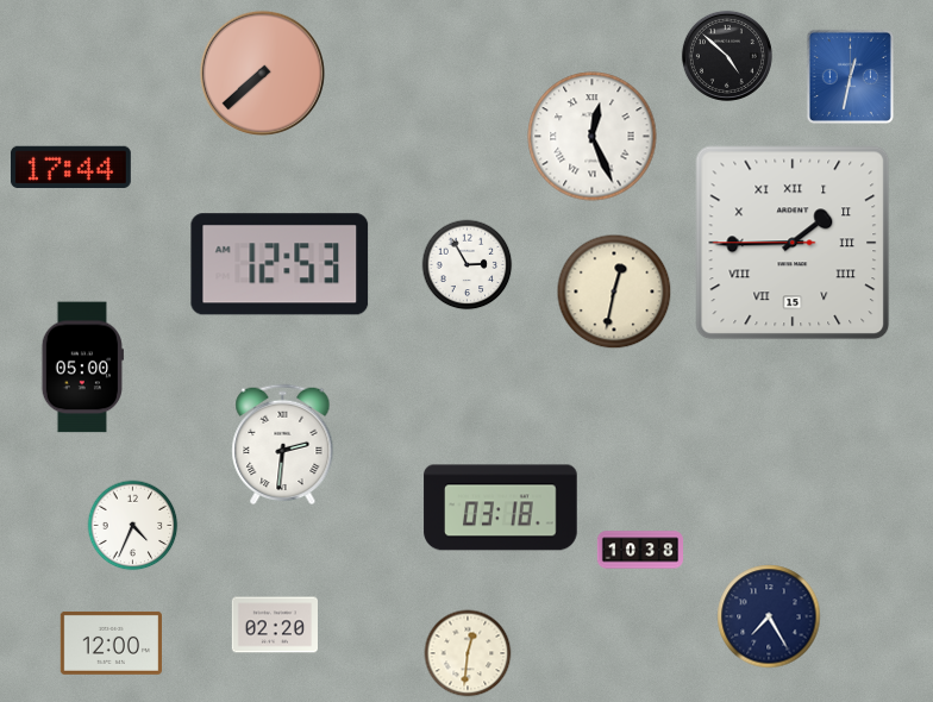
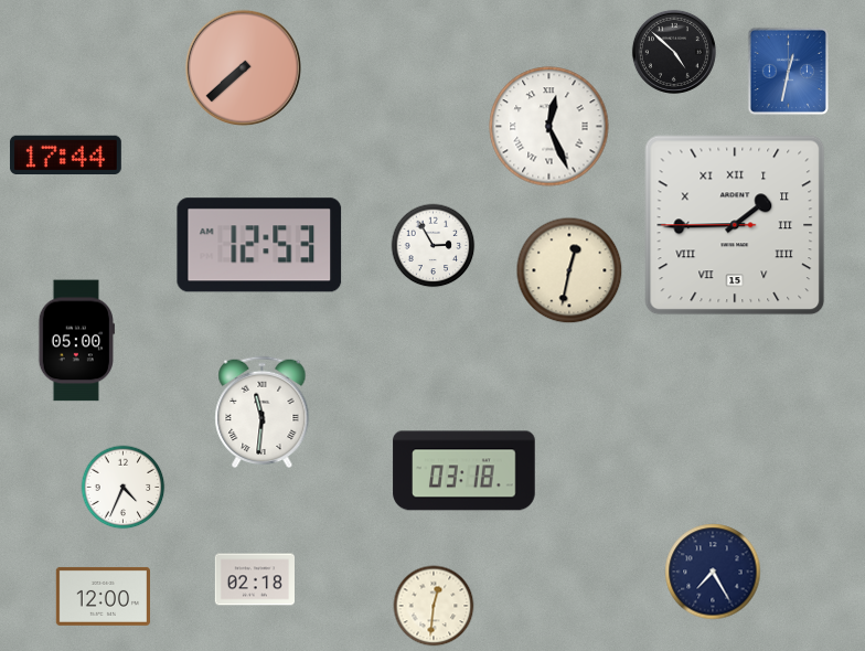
clock at (283, 445): 2:31 -> 11:31
clock at (639, 550): 10:38 -> none
clock at (274, 625): 02:20 -> 02:18
